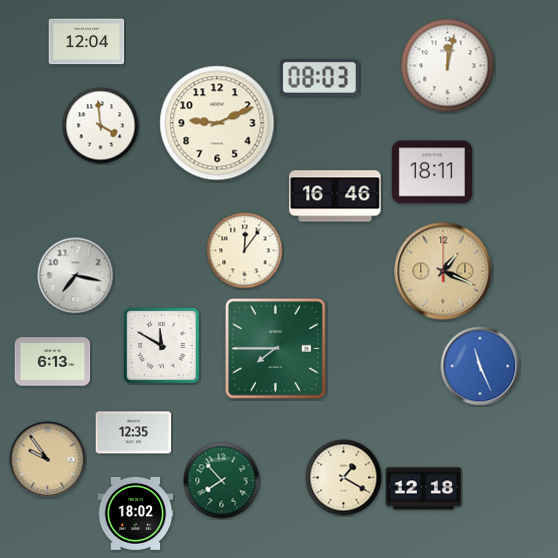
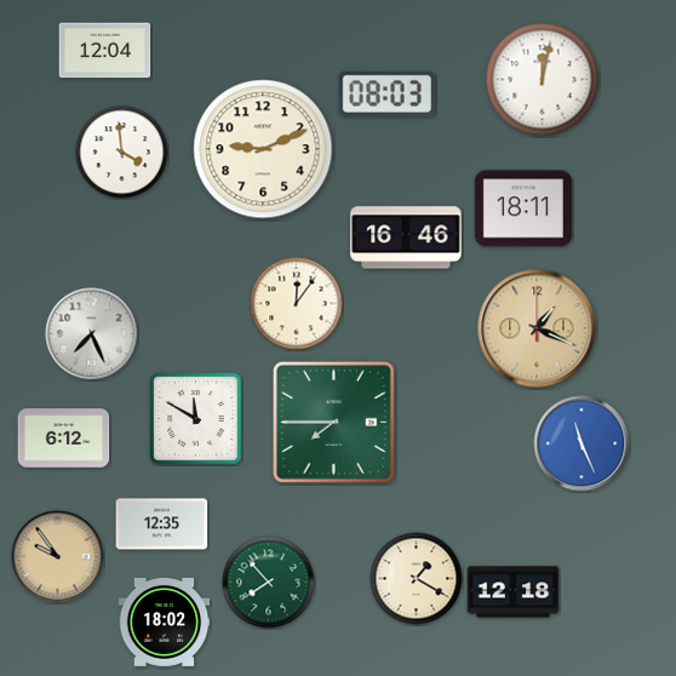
clock at (76, 276): 7:17 -> 7:26
clock at (53, 362): 6:13 -> 6:12
